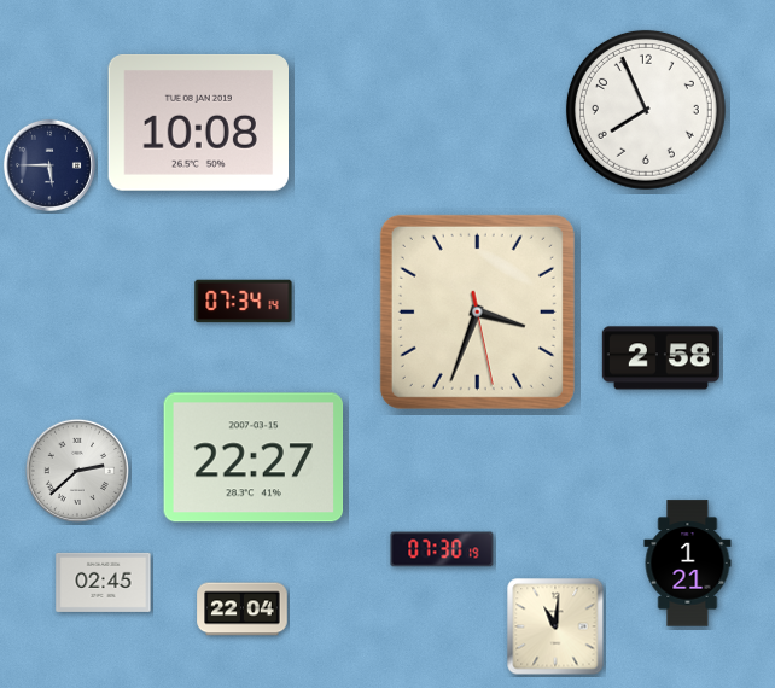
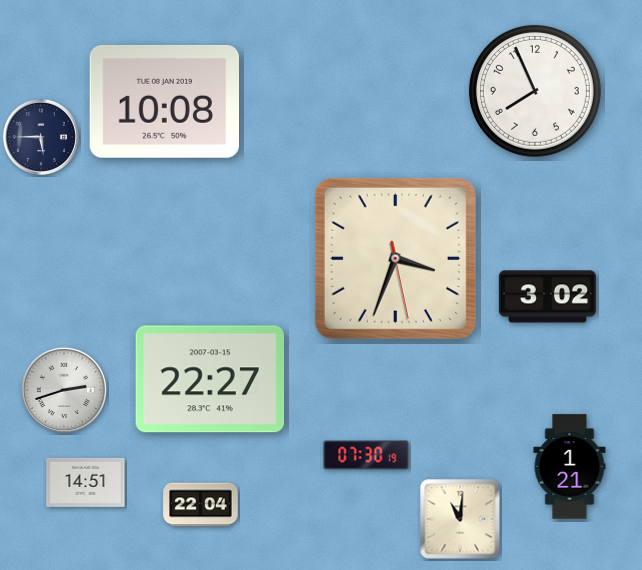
clock at (244, 302): 07:34 -> none
clock at (660, 358): 2:58 -> 3:02
clock at (77, 471): 2:38 -> 2:42
clock at (104, 582): 02:45 -> 14:51
